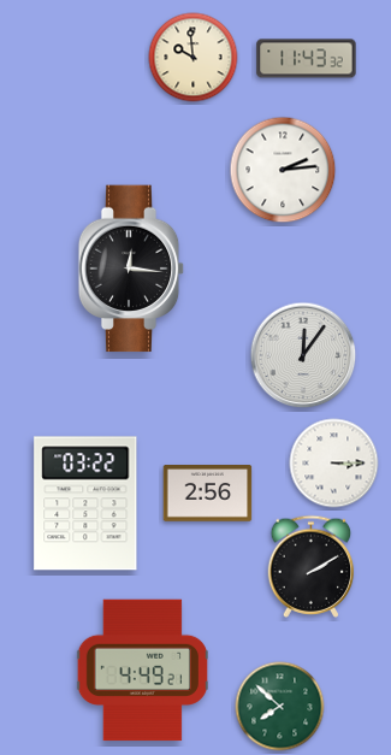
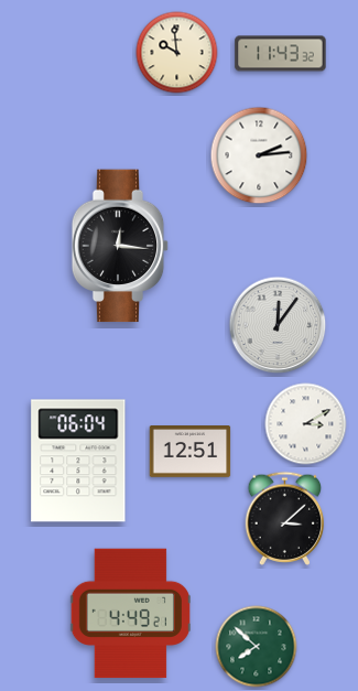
clock at (334, 464): 3:15 -> 3:10
clock at (208, 494): 2:56 -> 12:51
clock at (85, 503): 03:22 -> 06:04
clock at (312, 566): 2:10 -> 3:08
